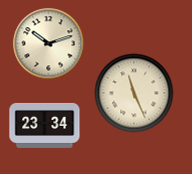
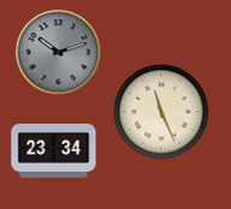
clock at (49, 44) dial: cream -> grey
